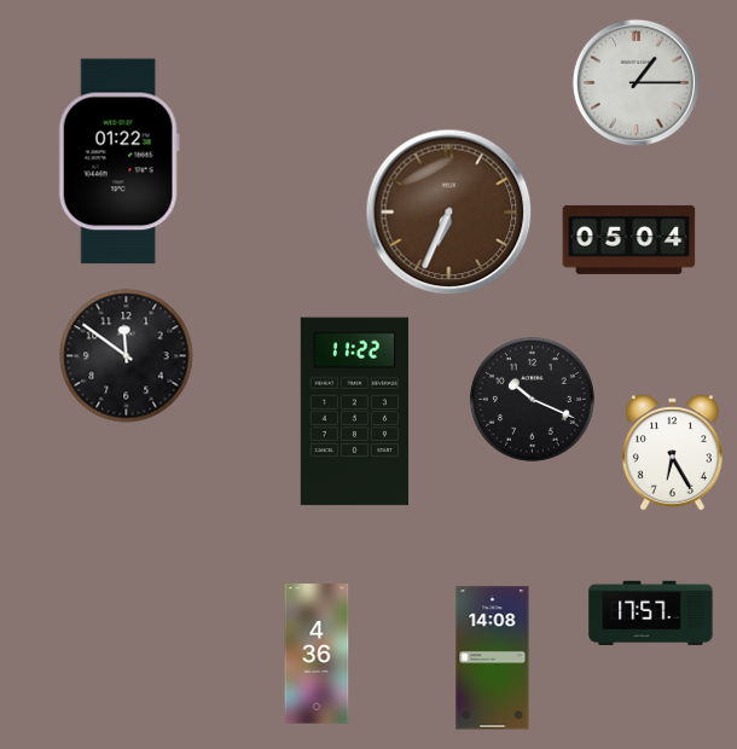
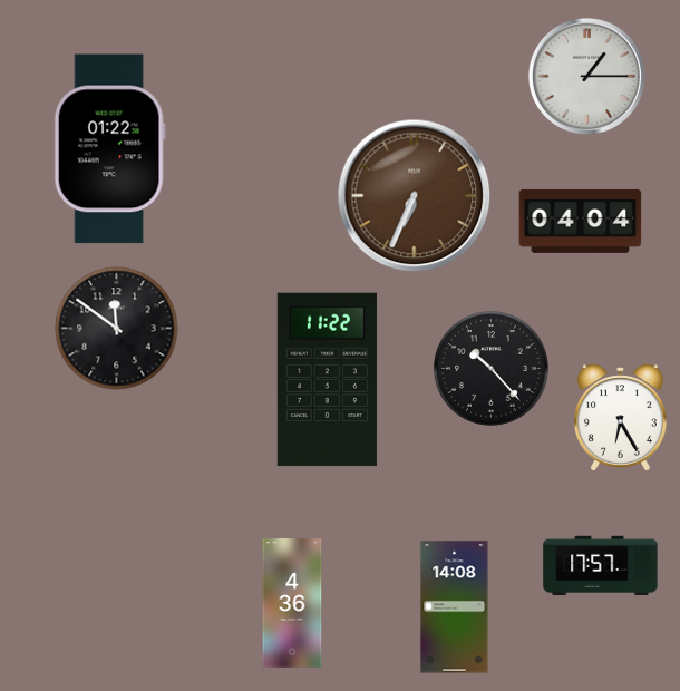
clock at (629, 239): 05:04 -> 04:04
clock at (532, 399): 10:19 -> 10:23
